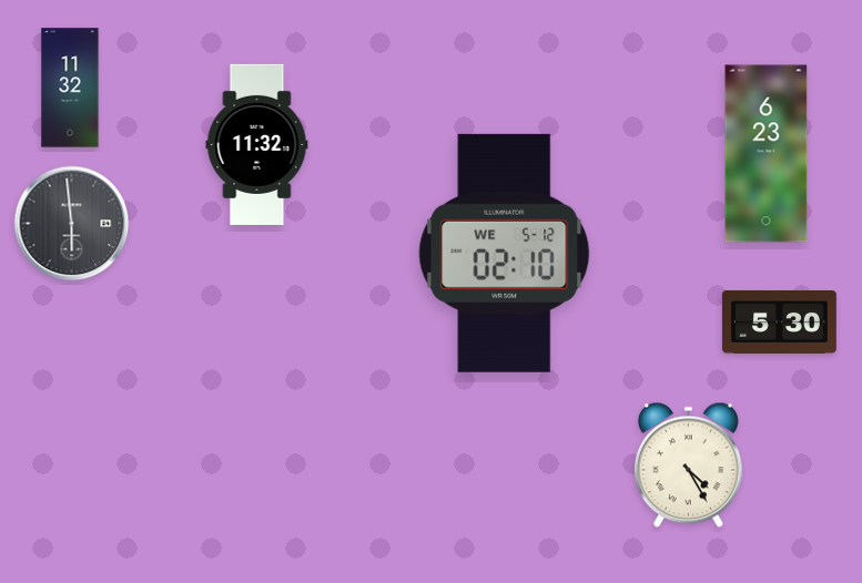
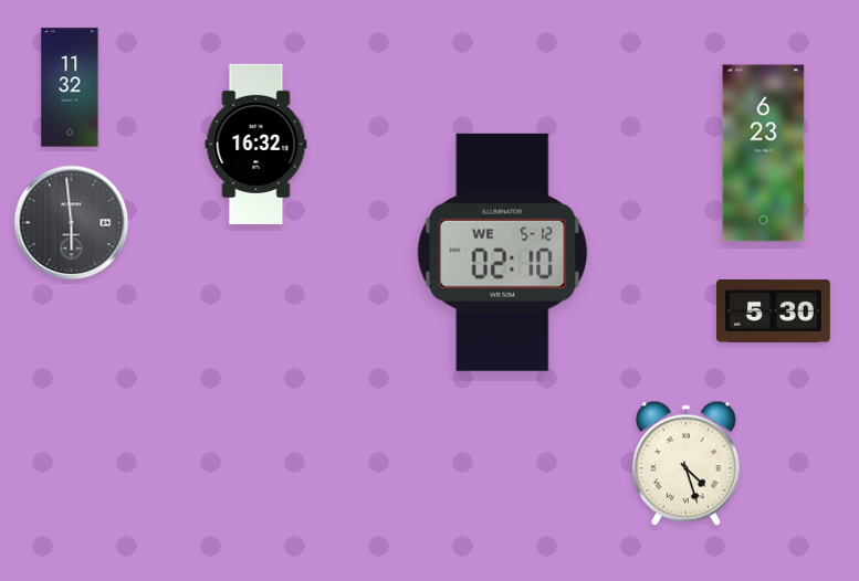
clock at (257, 144): 11:32 -> 16:32
clock at (779, 321) position: (779, 321) -> (773, 310)
clock at (688, 466): 4:25 -> 4:27
